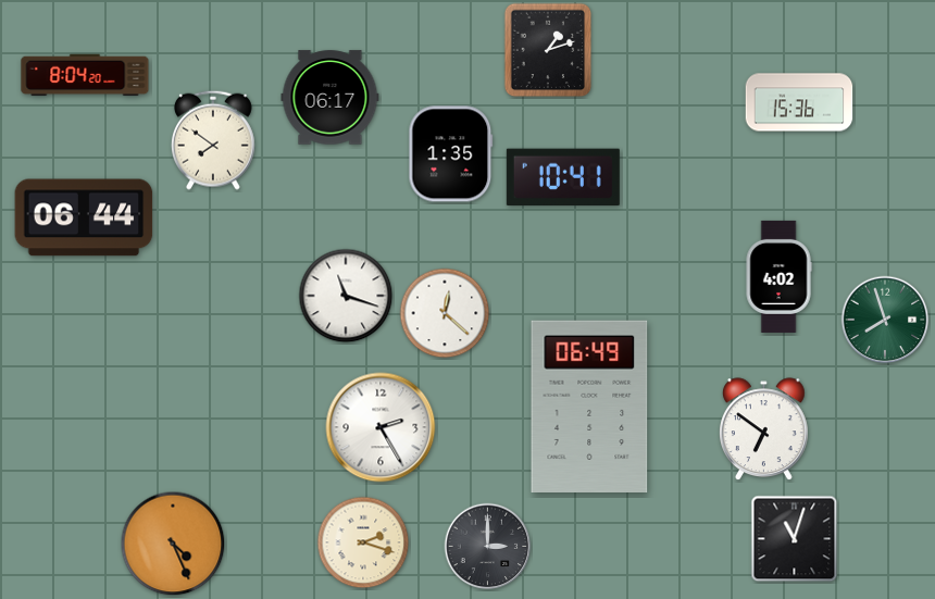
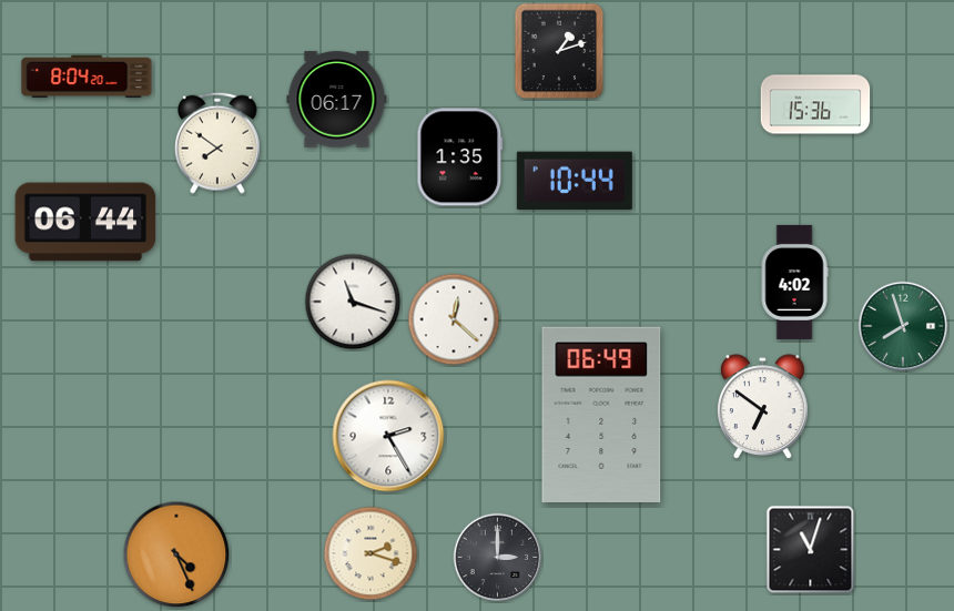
clock at (563, 176): 10:41 -> 10:44
clock at (764, 429) position: (764, 429) -> (763, 407)
